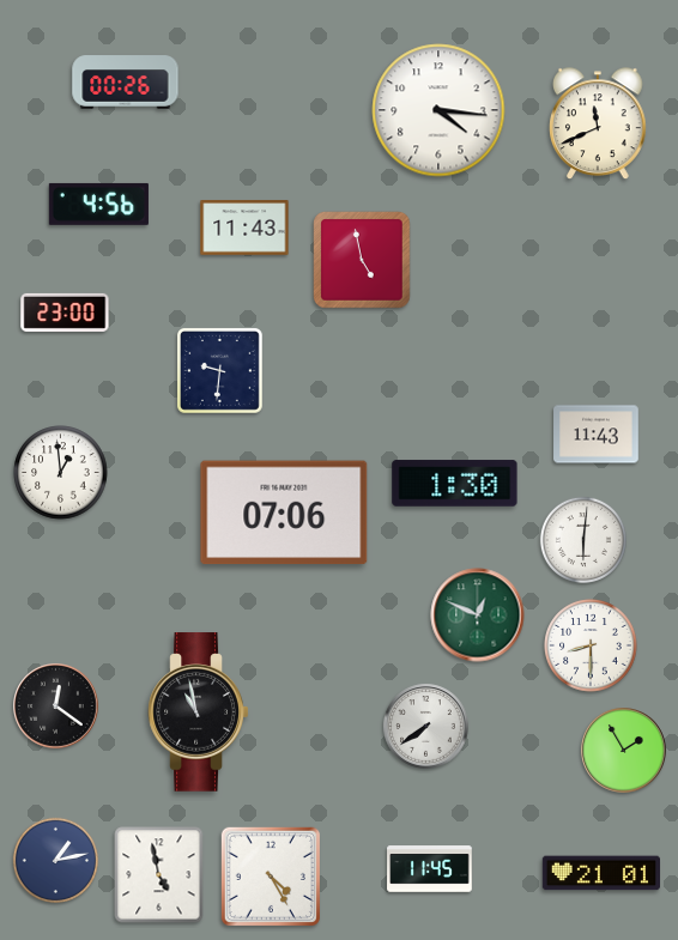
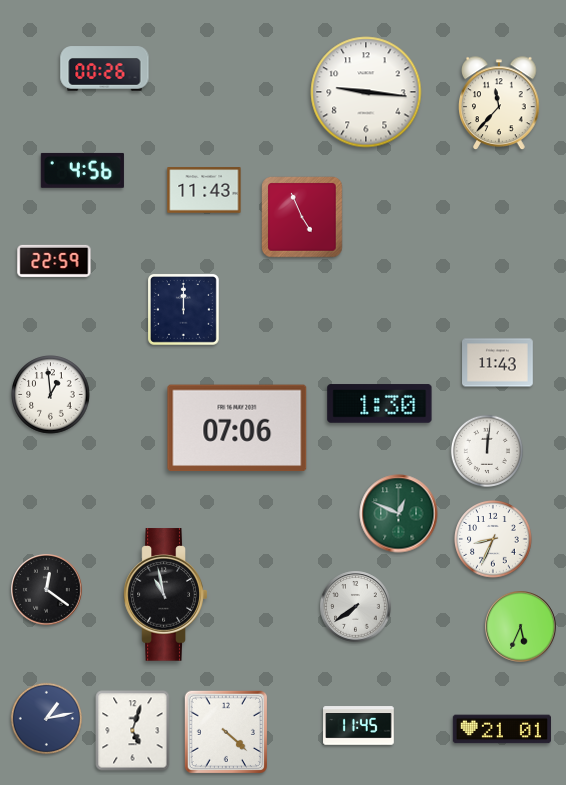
clock at (438, 110): 4:16 -> 9:16
clock at (599, 125): 11:41 -> 11:37
clock at (362, 260): 4:58 -> 4:56
clock at (65, 313): 23:00 -> 22:59
clock at (219, 370): 9:31 -> 12:00
clock at (583, 540): 6:01 -> 12:01
clock at (591, 645): 8:30 -> 8:34
clock at (624, 751): 1:55 -> 5:34
clock at (159, 875): 4:58 -> 5:03
clock at (270, 875): 4:25 -> 4:22
